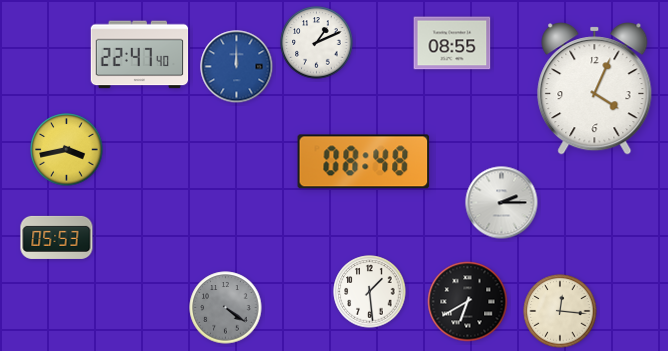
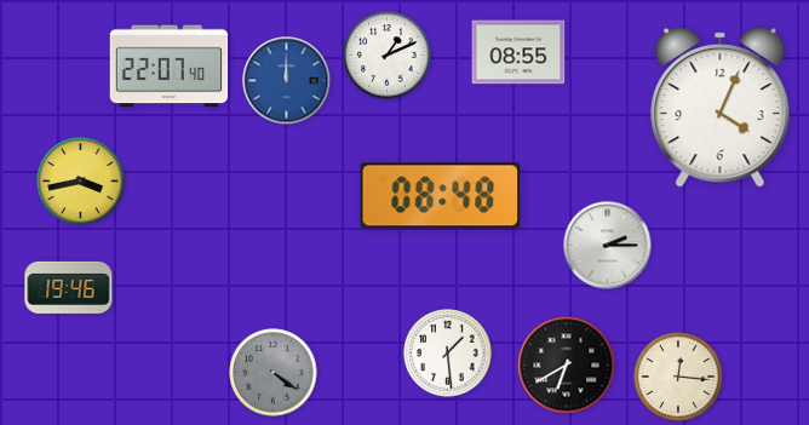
clock at (317, 43) position: (317, 43) -> (388, 56)
clock at (452, 43) position: (452, 43) -> (518, 52)
clock at (140, 55): 22:47 -> 22:07
clock at (57, 237): 05:53 -> 19:46
